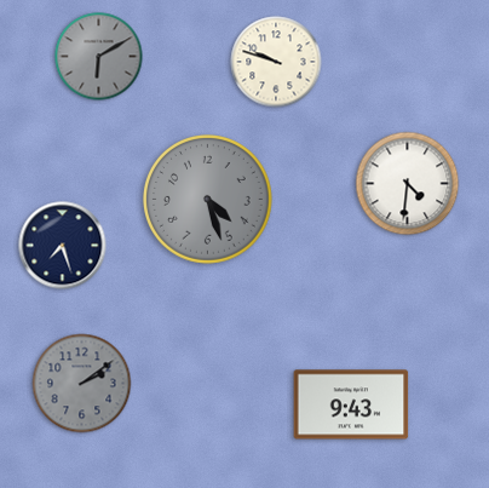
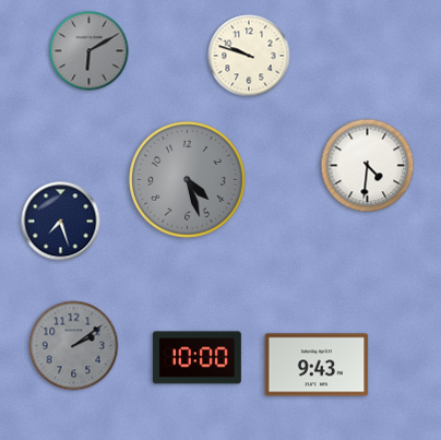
clock at (63, 246) position: (63, 246) -> (61, 222)
clock at (196, 358): none -> 10:00
